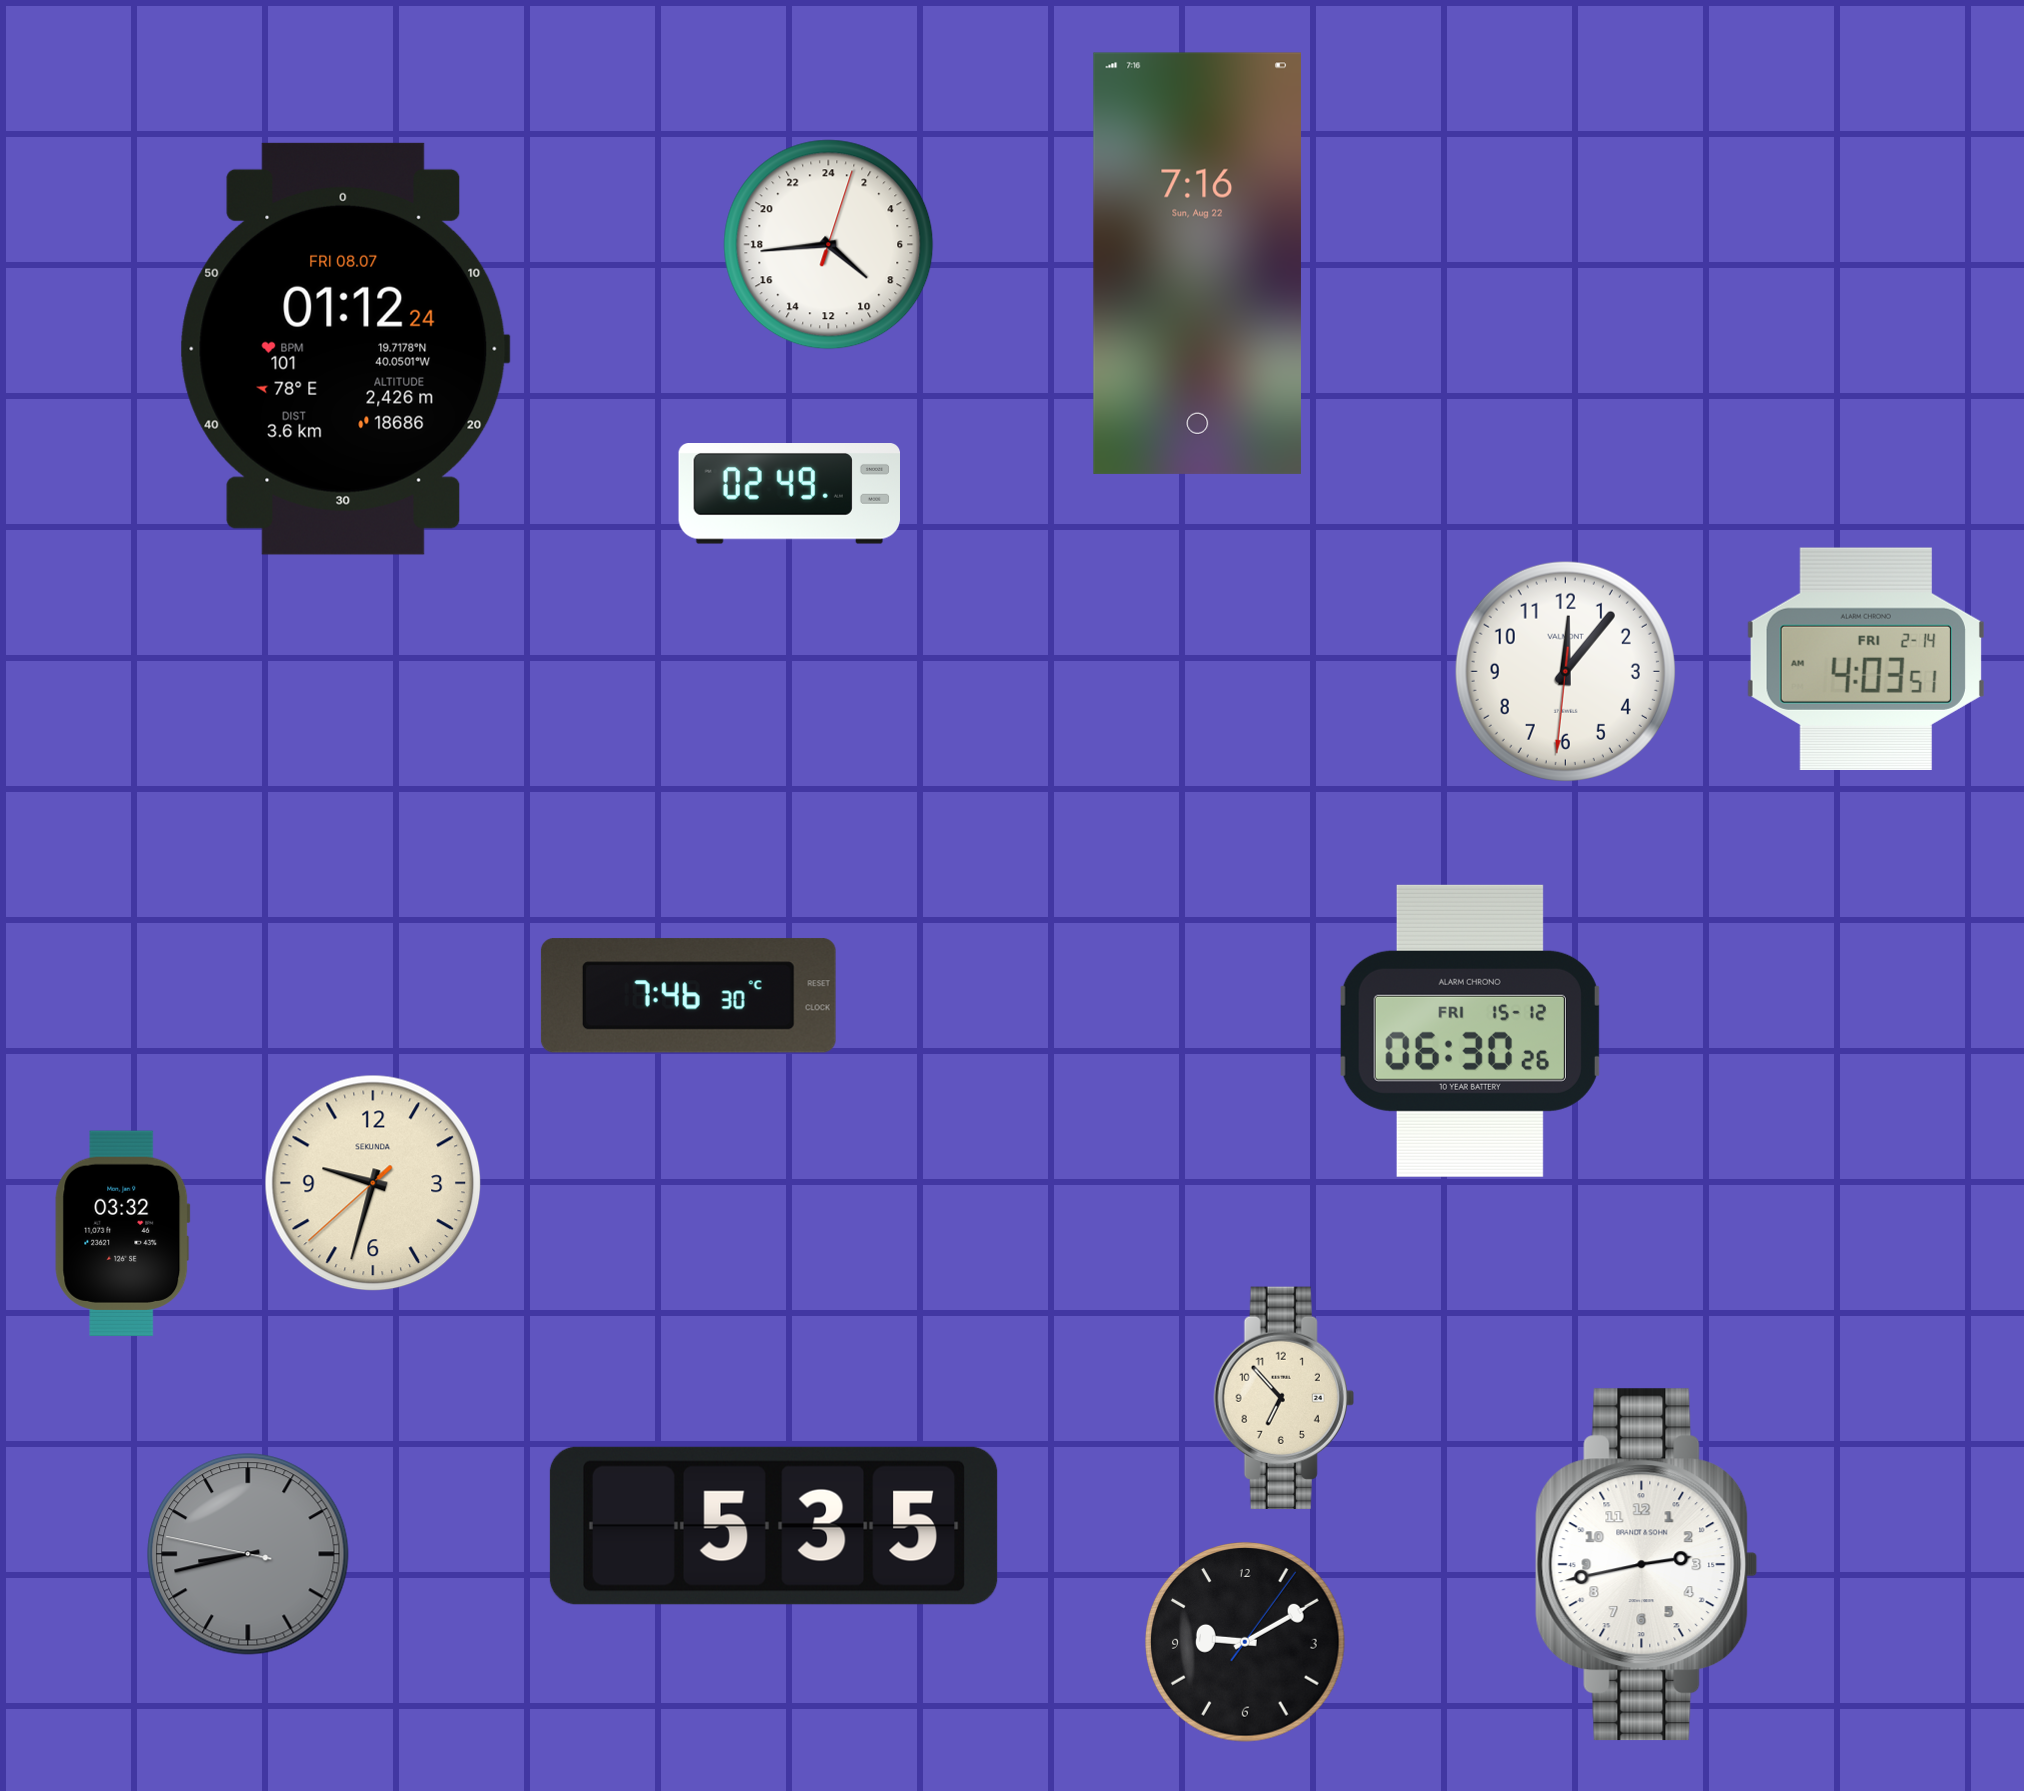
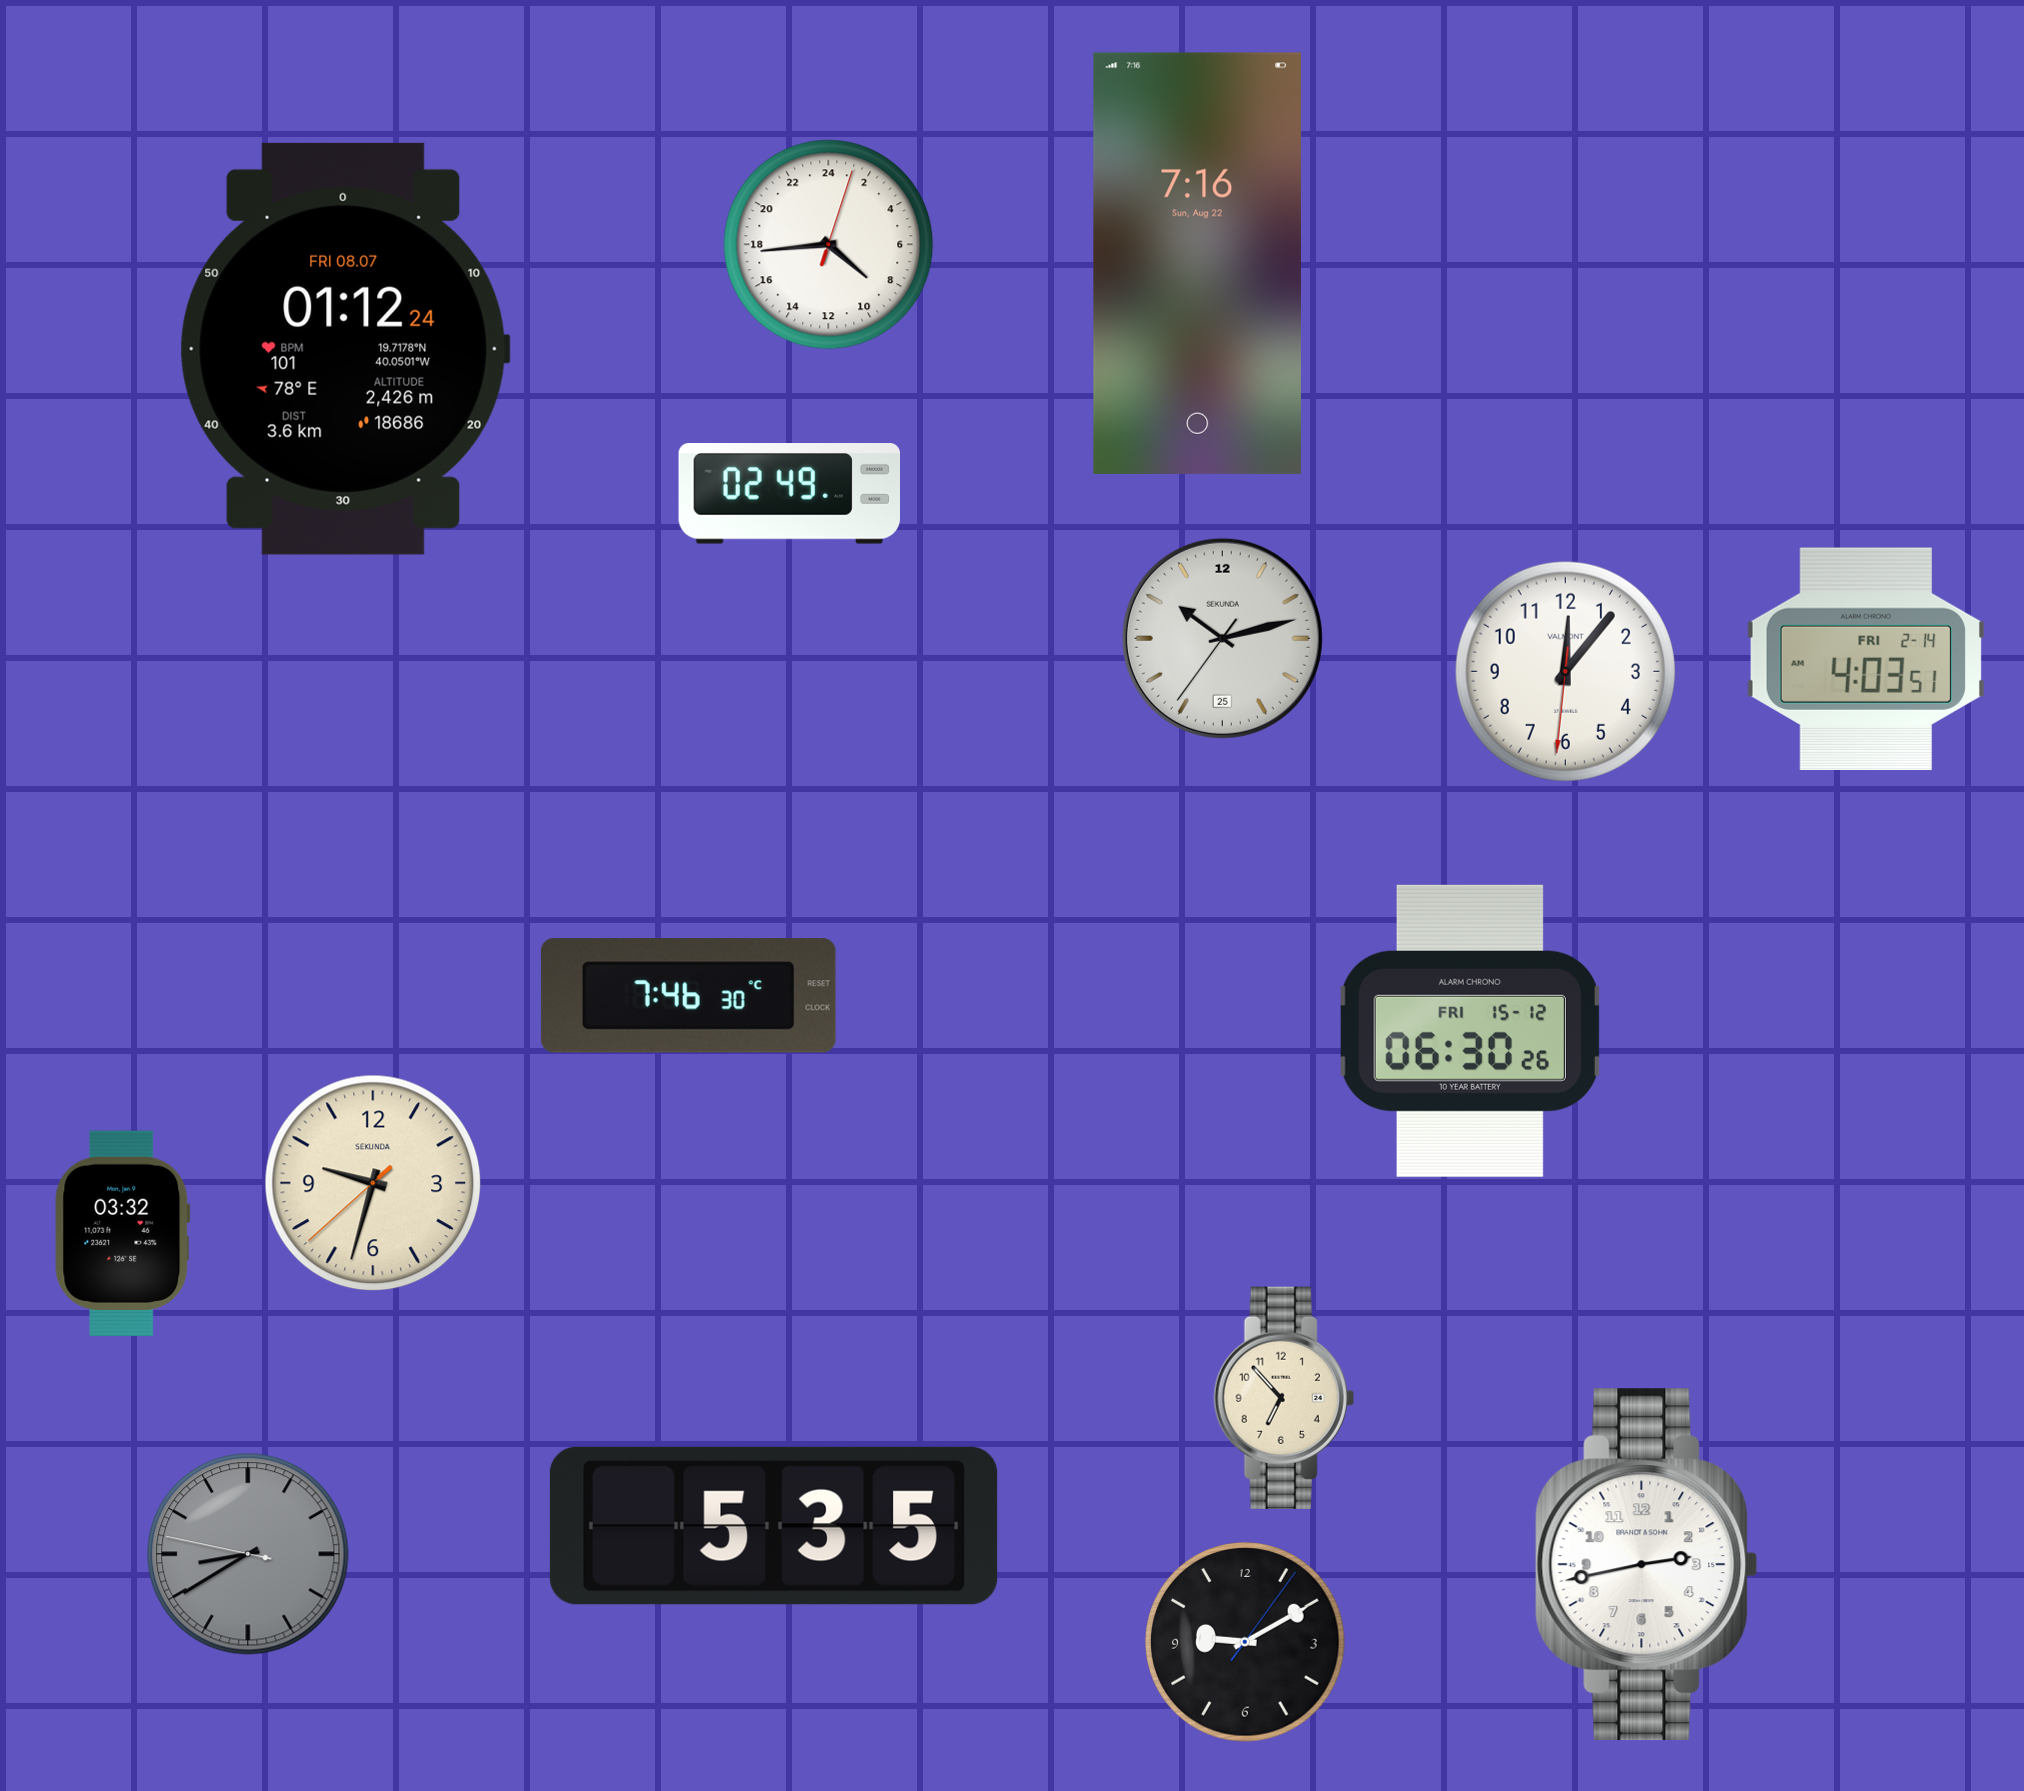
clock at (1222, 638): none -> 10:12
clock at (248, 1554): 8:42 -> 8:39
